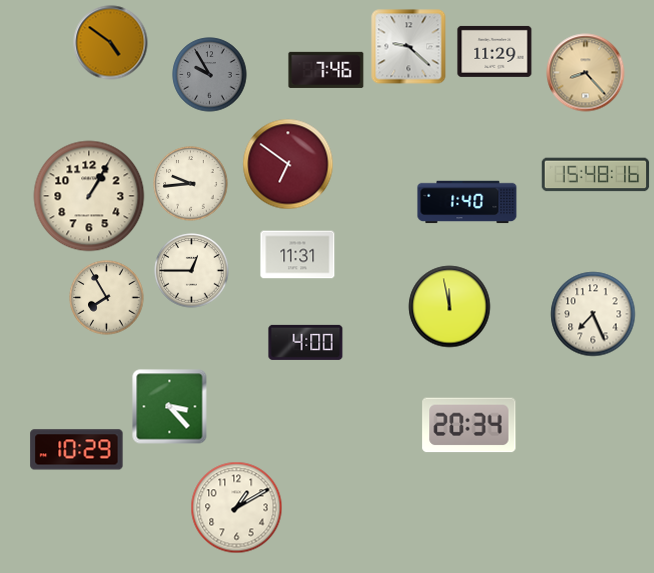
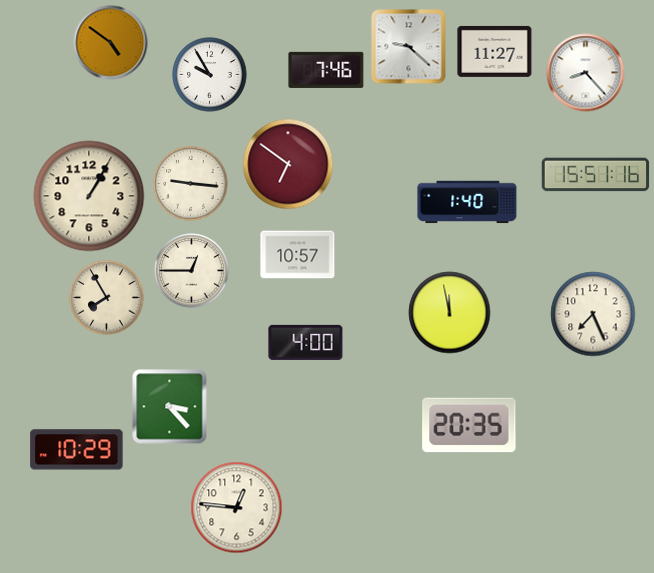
clock at (495, 51): 11:29 -> 11:27
clock at (586, 73) dial: champagne -> white
clock at (210, 75) dial: grey -> white
clock at (596, 175): 15:48 -> 15:51
clock at (191, 184): 9:44 -> 9:16
clock at (298, 255): 11:31 -> 10:57
clock at (450, 307) position: (450, 307) -> (450, 313)
clock at (469, 425): 20:34 -> 20:35
clock at (237, 508): 1:10 -> 12:46
